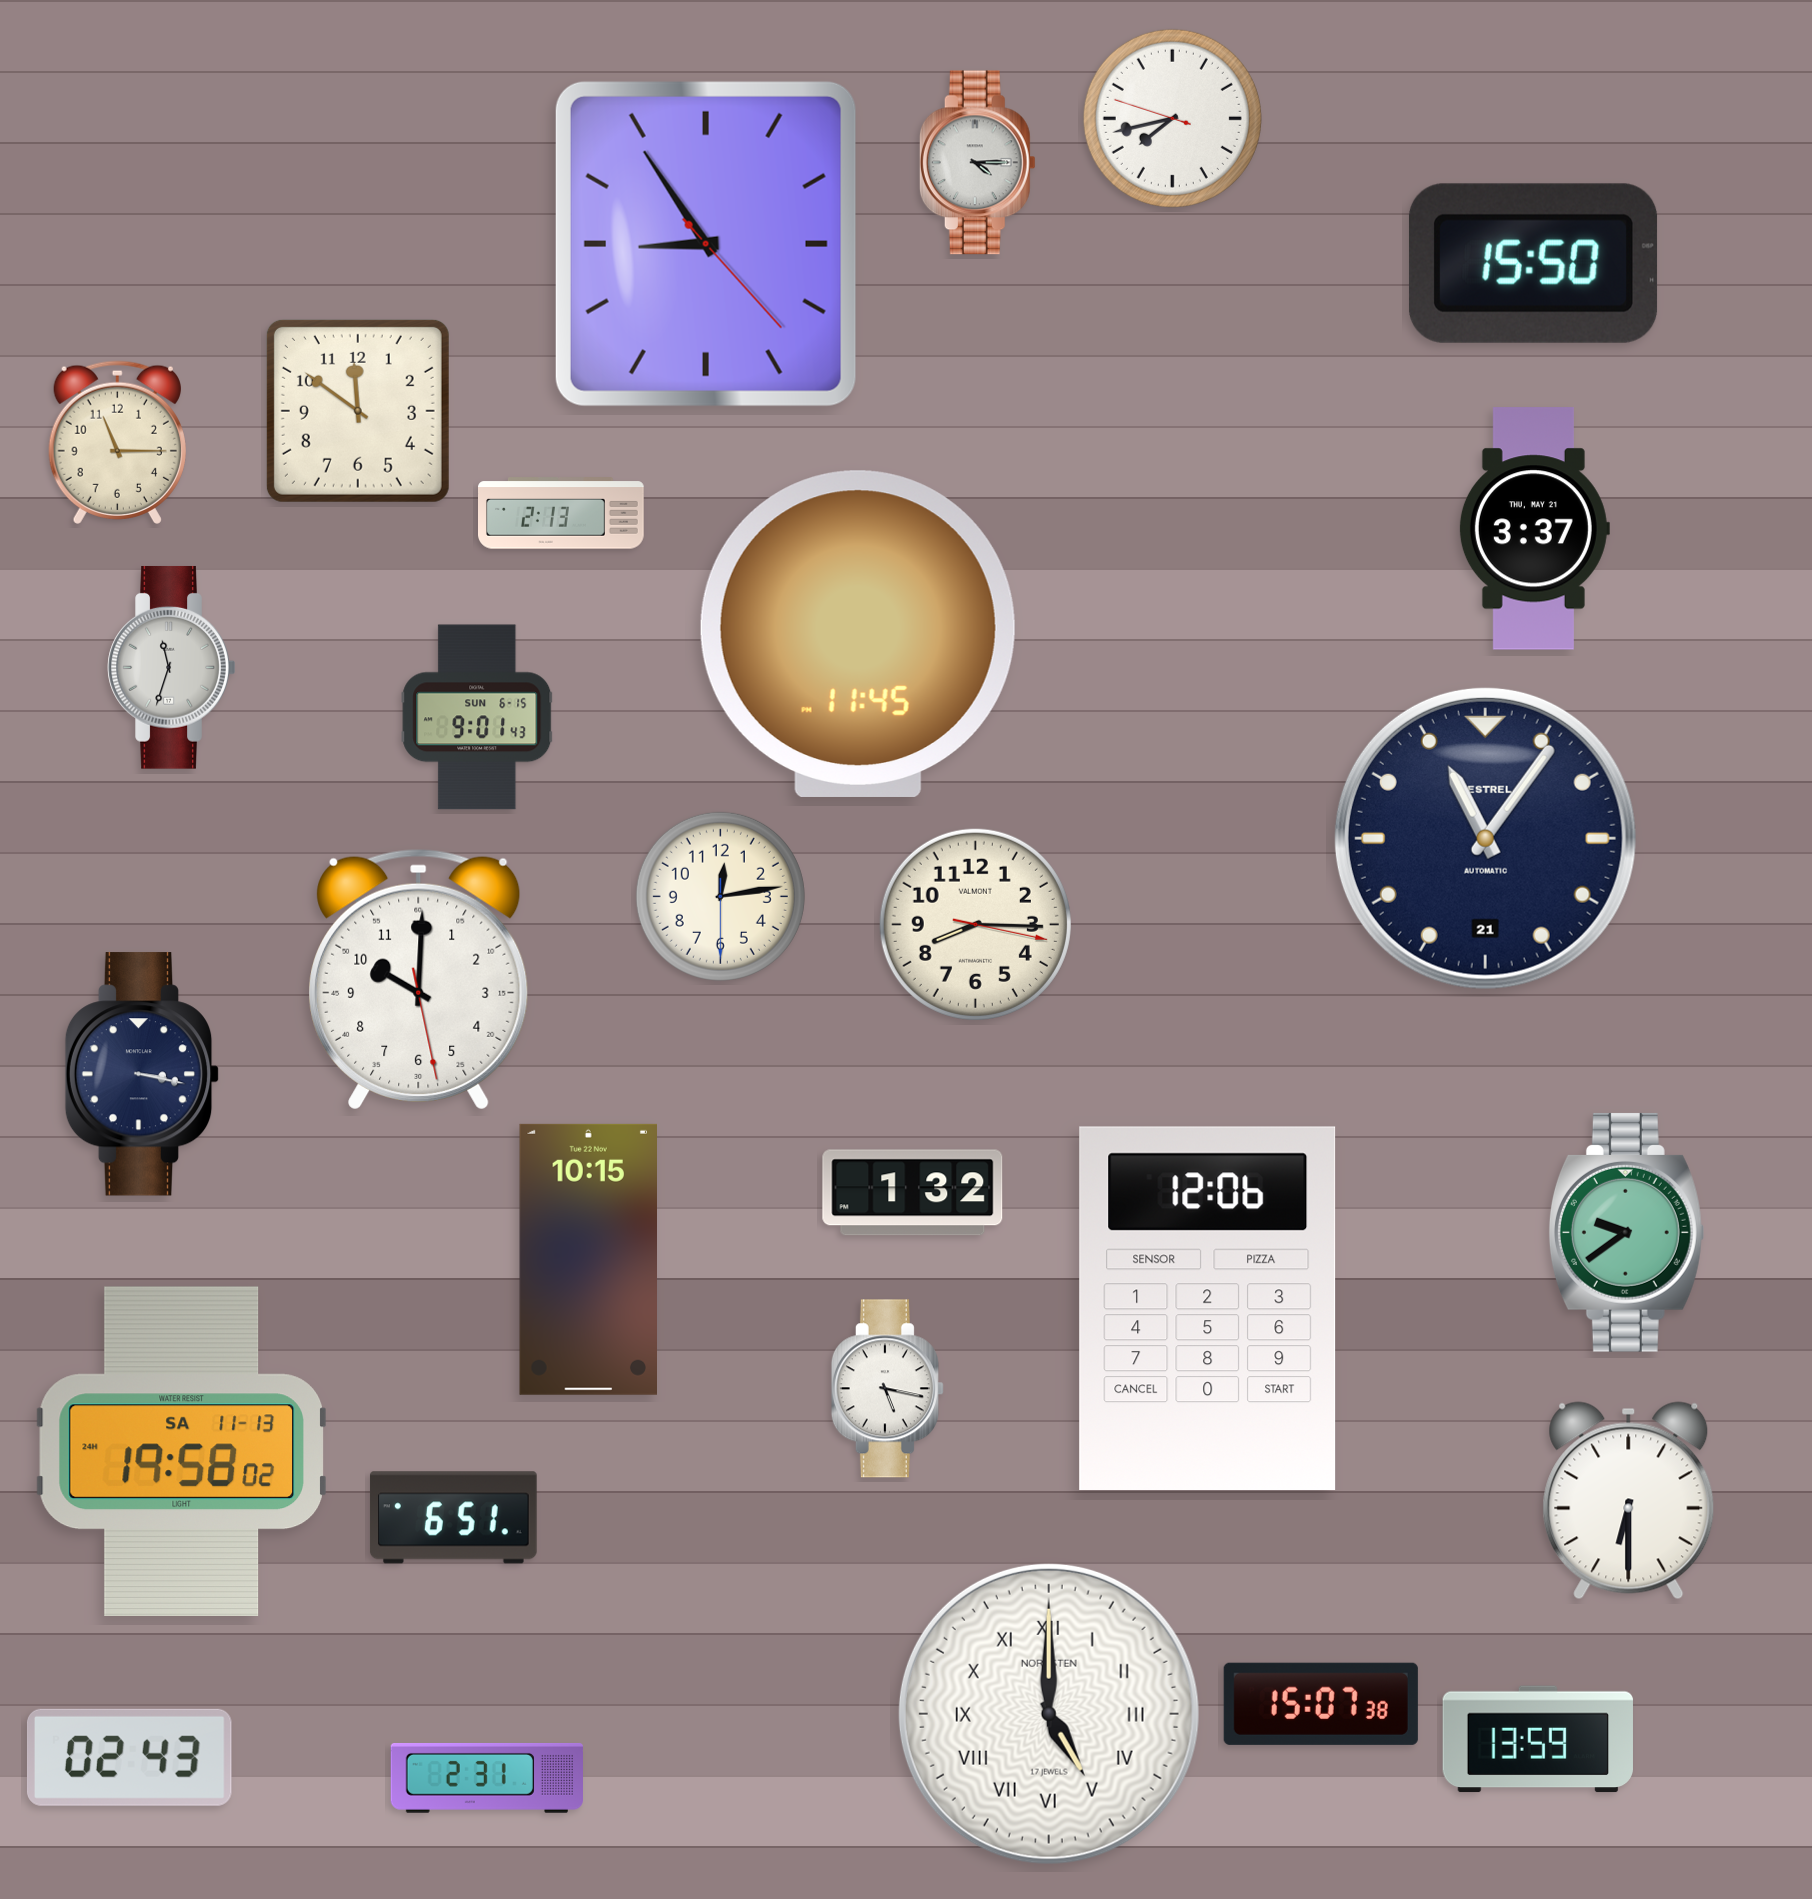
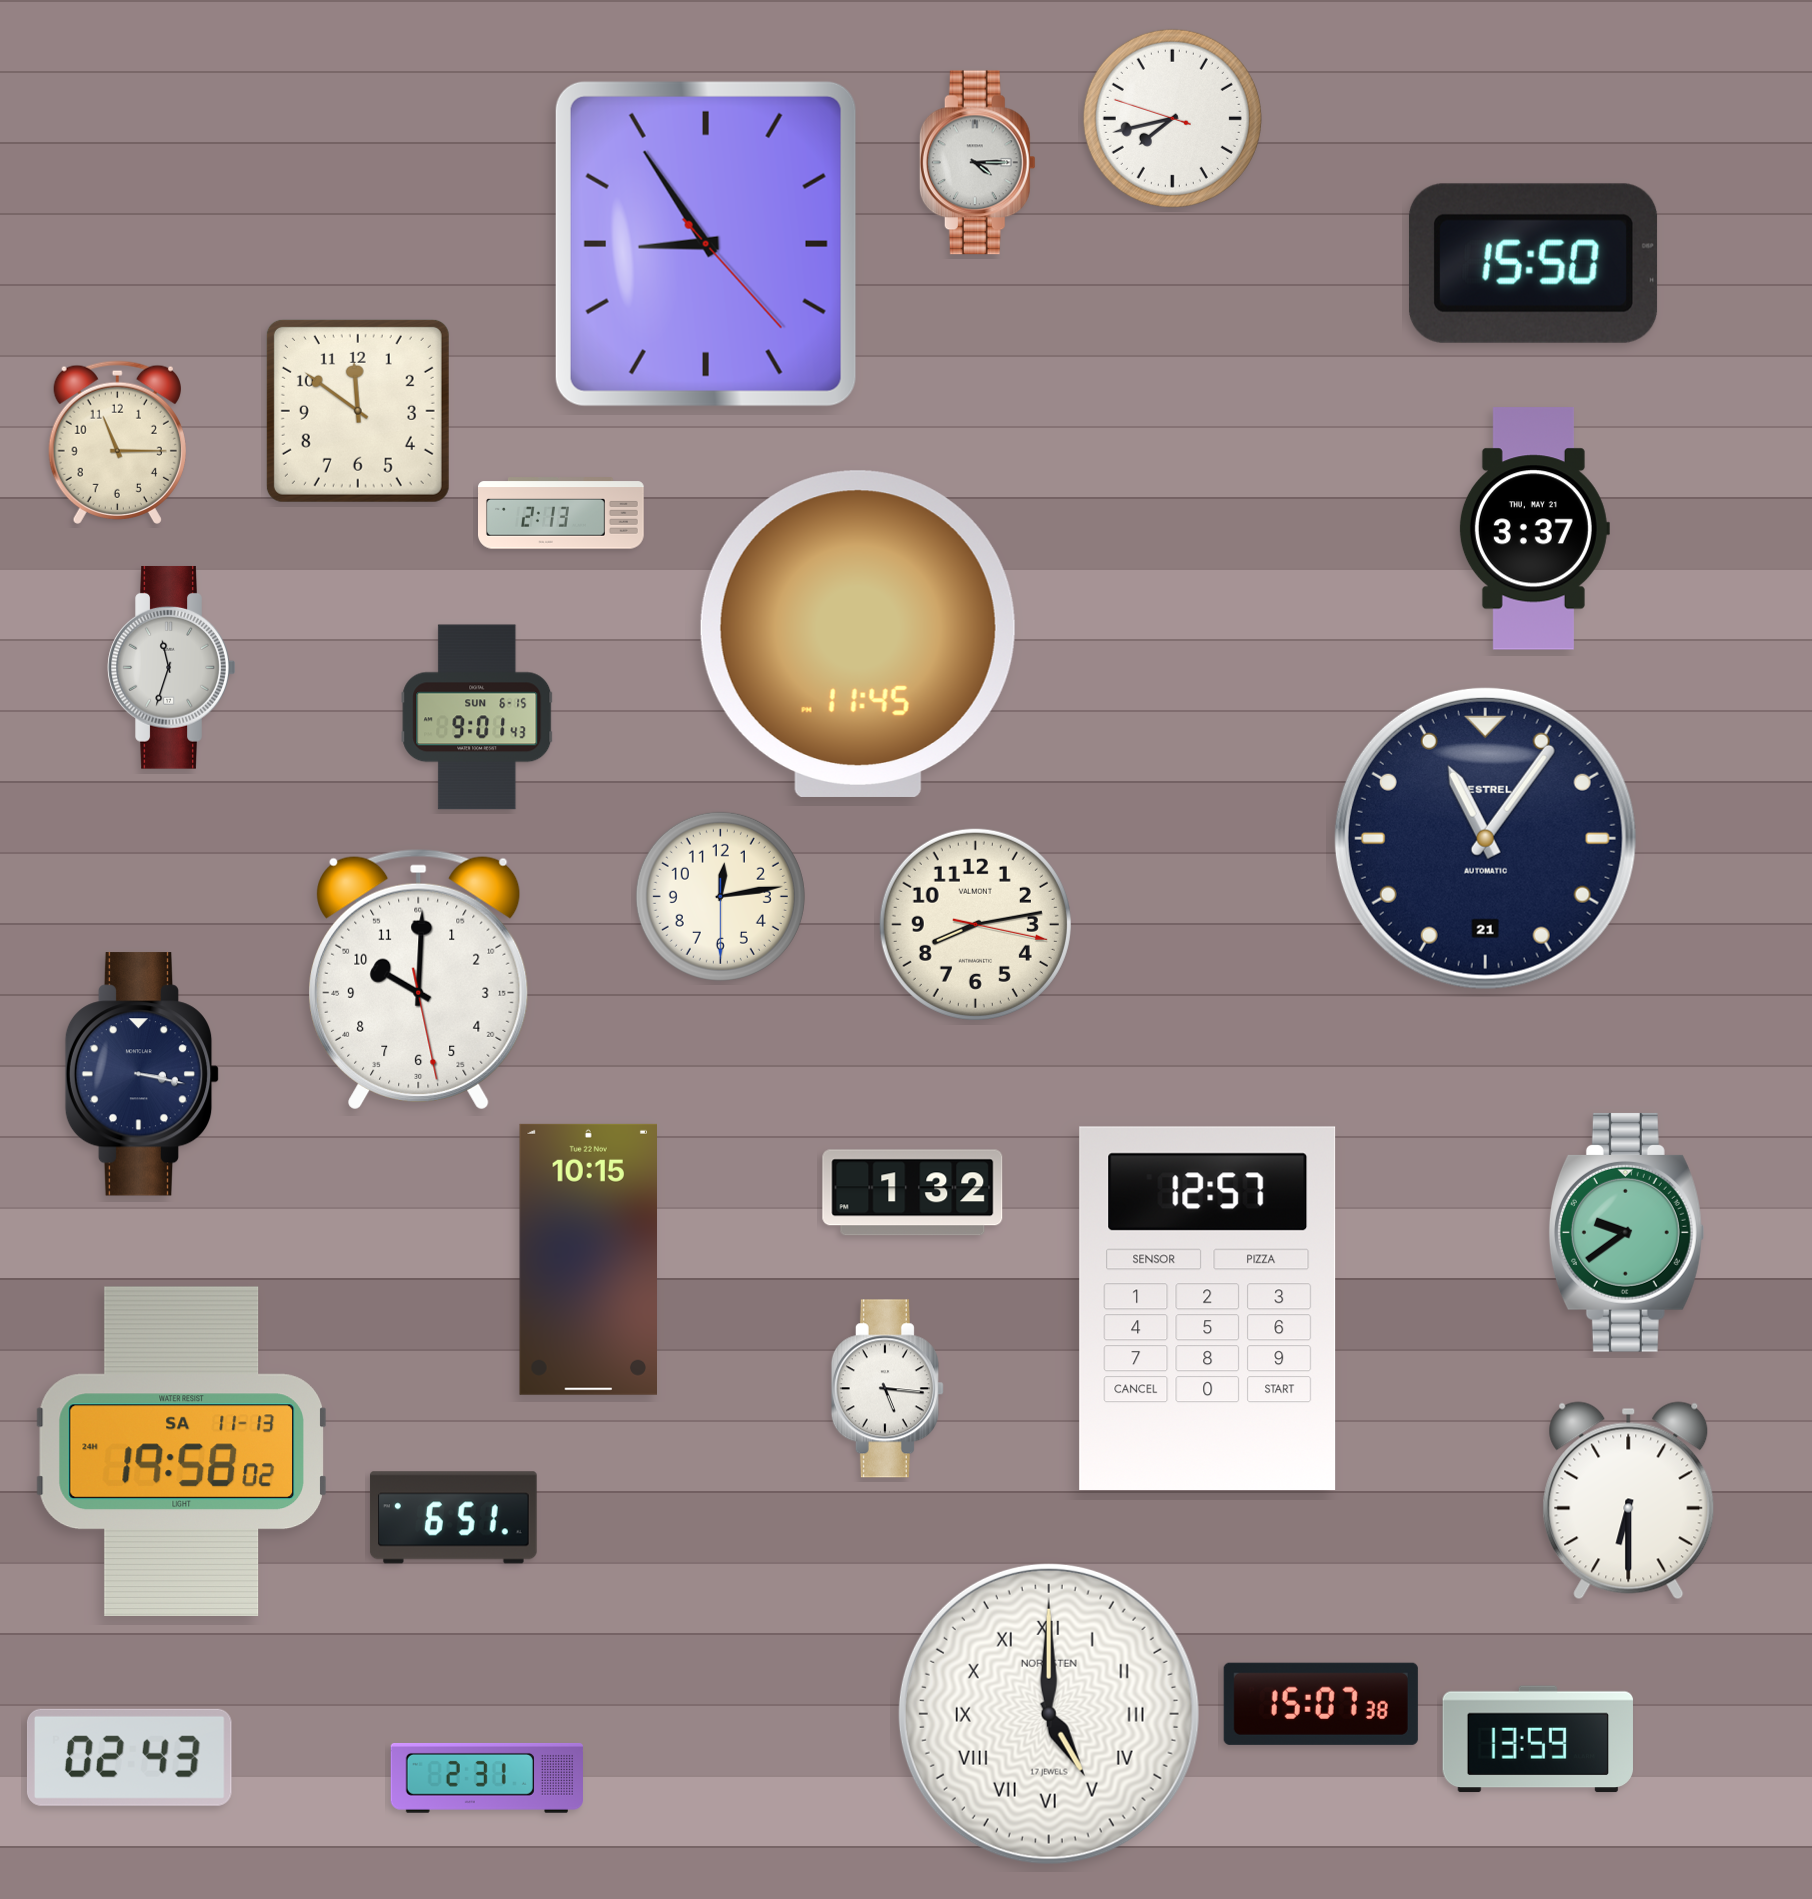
clock at (975, 924): 8:15 -> 8:13
clock at (1208, 1308): 12:06 -> 12:57
clock at (887, 1389): 5:17 -> 5:16
